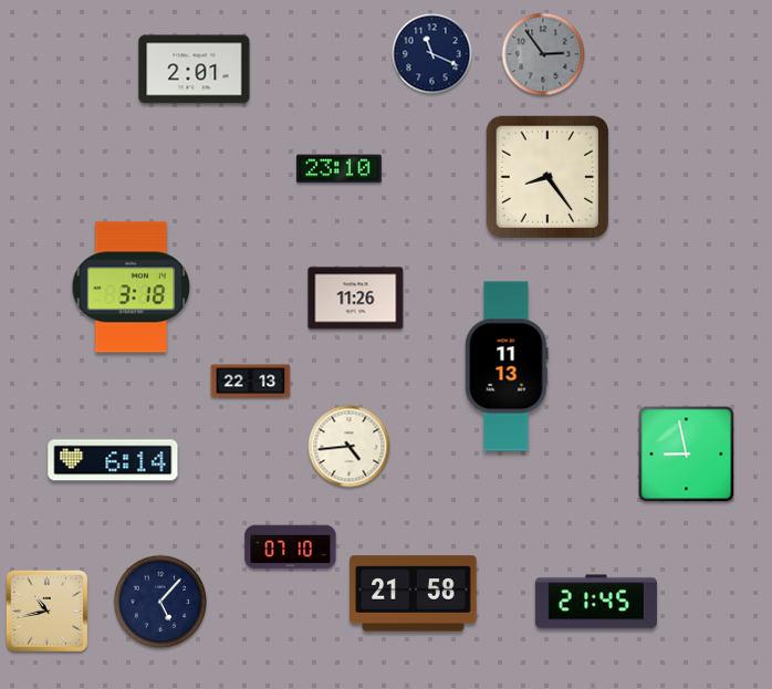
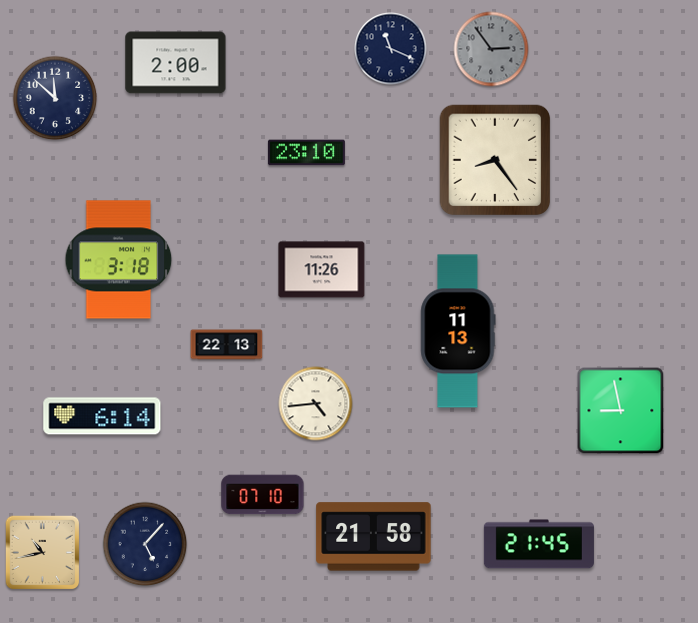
clock at (195, 70): 2:01 -> 2:00
clock at (55, 98): none -> 11:52
